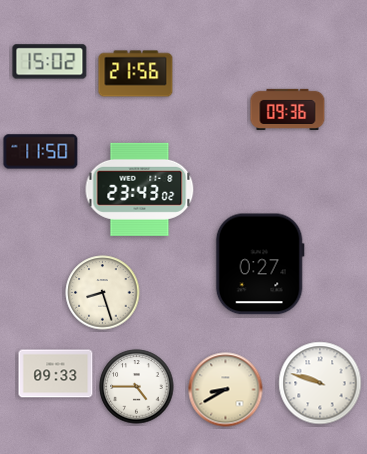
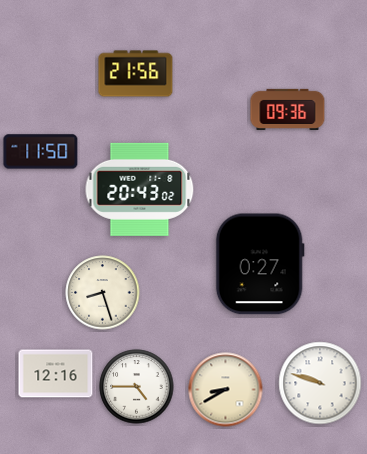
clock at (50, 62): 15:02 -> none
clock at (140, 189): 23:43 -> 20:43
clock at (56, 374): 09:33 -> 12:16
